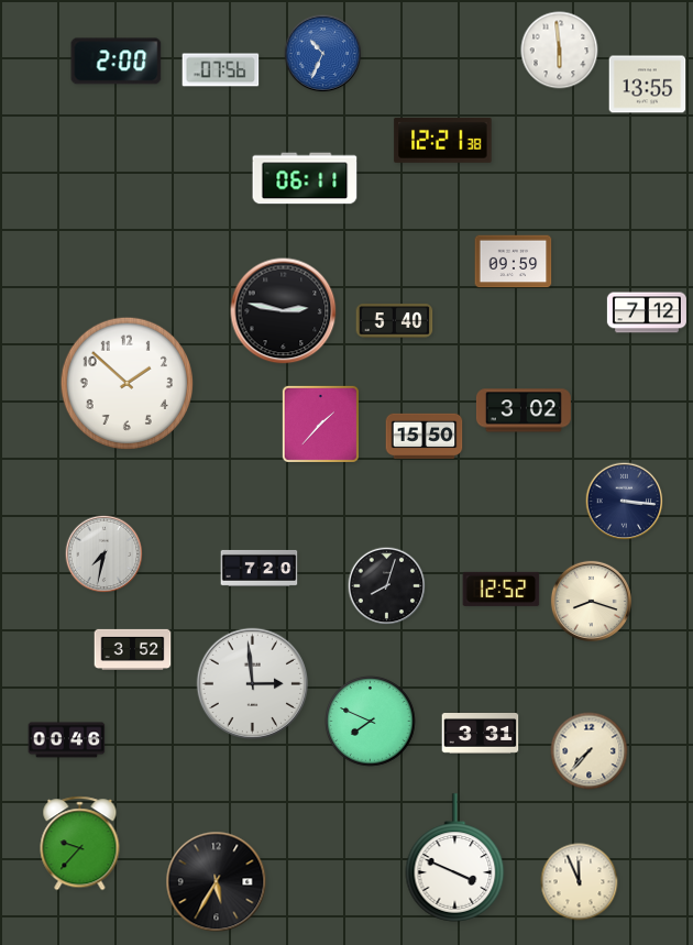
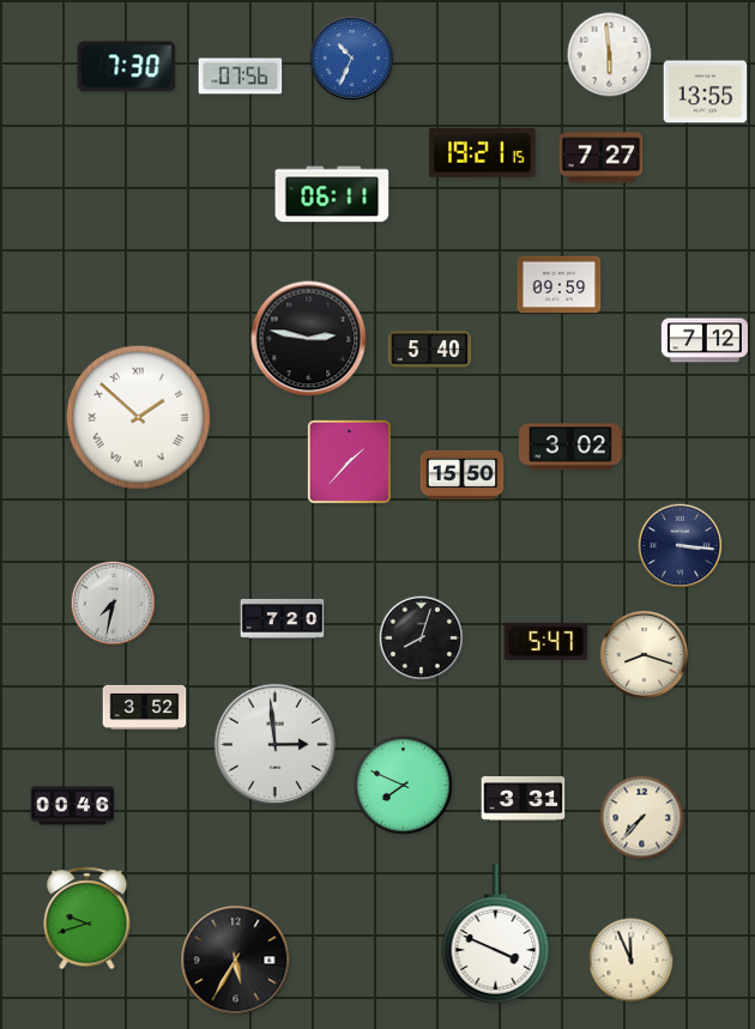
clock at (117, 62): 2:00 -> 7:30
clock at (443, 141): 12:21 -> 19:21
clock at (602, 158): none -> 7:27
clock at (127, 383) numerals: Arabic -> Roman
clock at (502, 589): 12:52 -> 5:47
clock at (80, 844): 9:37 -> 9:42
